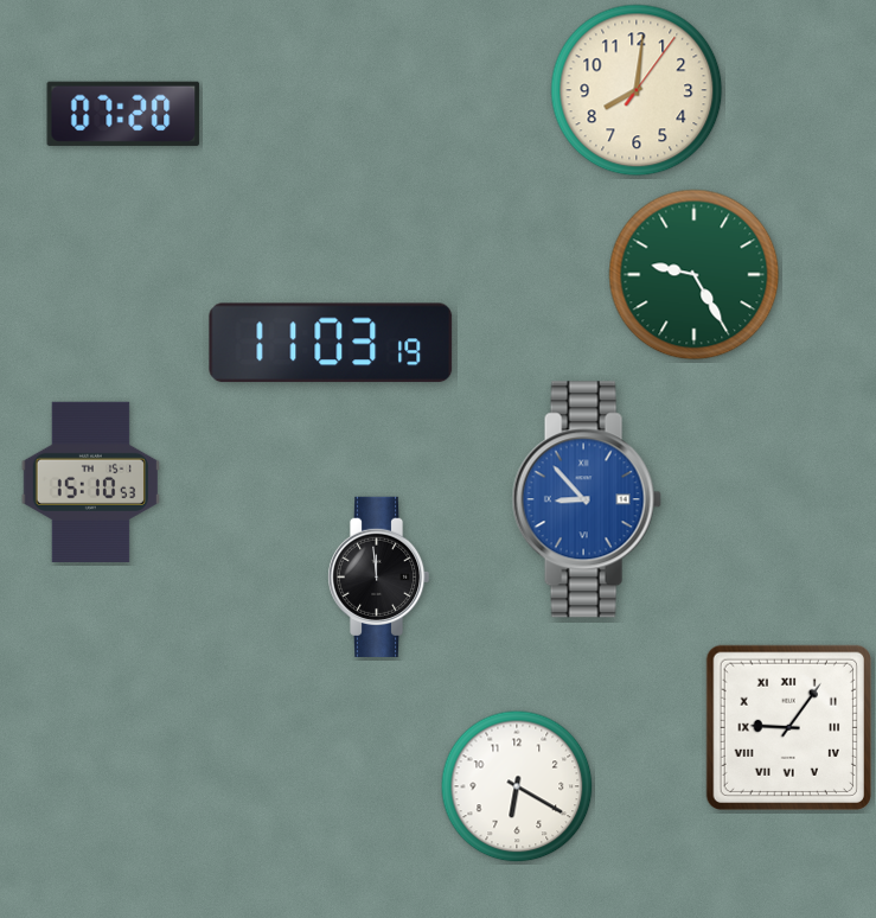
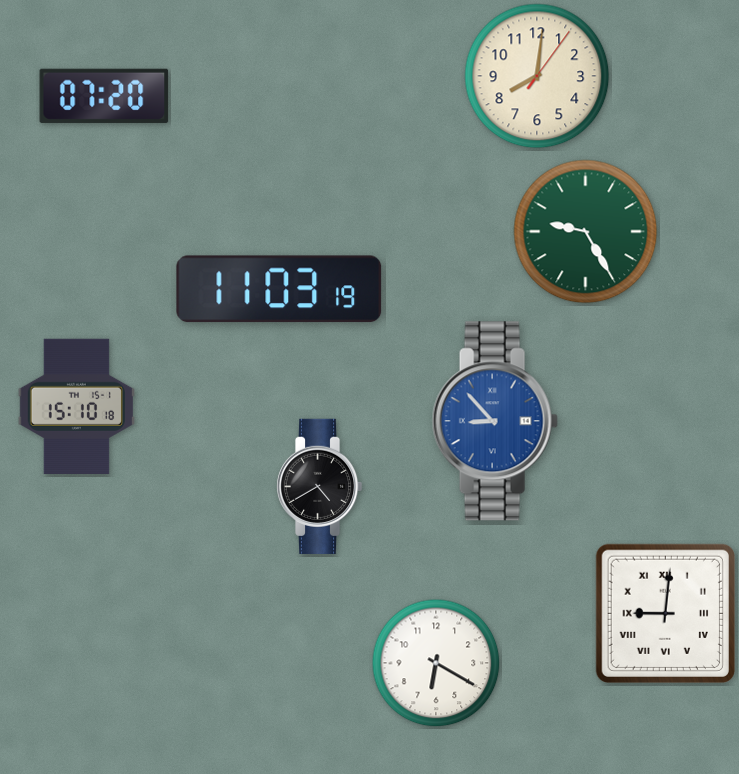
clock at (90, 482): 15:10:53 -> 15:10:18
clock at (378, 576): 11:59 -> 4:40
clock at (788, 727): 9:06 -> 9:01
